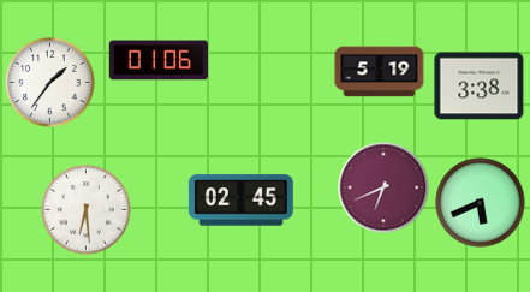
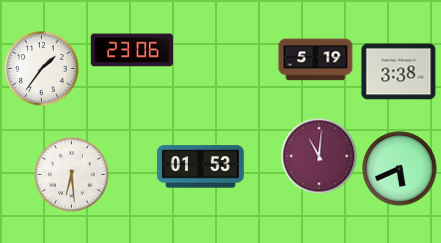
clock at (159, 60): 01:06 -> 23:06
clock at (383, 187): 6:41 -> 11:01
clock at (240, 201): 02:45 -> 01:53
